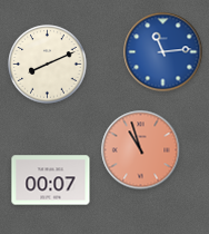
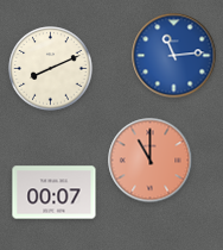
clock at (141, 150): 10:57 -> 11:00
